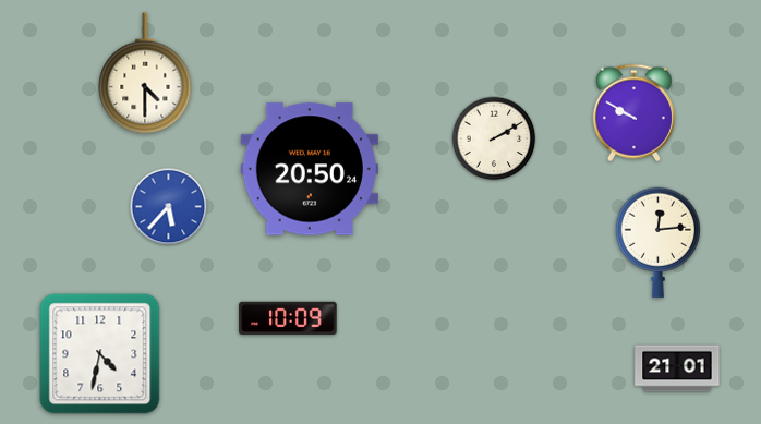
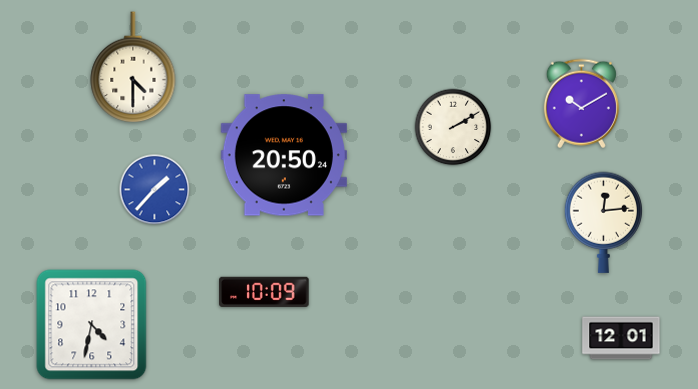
clock at (633, 113): 9:50 -> 10:10
clock at (169, 207): 5:37 -> 1:37
clock at (677, 368): 21:01 -> 12:01
